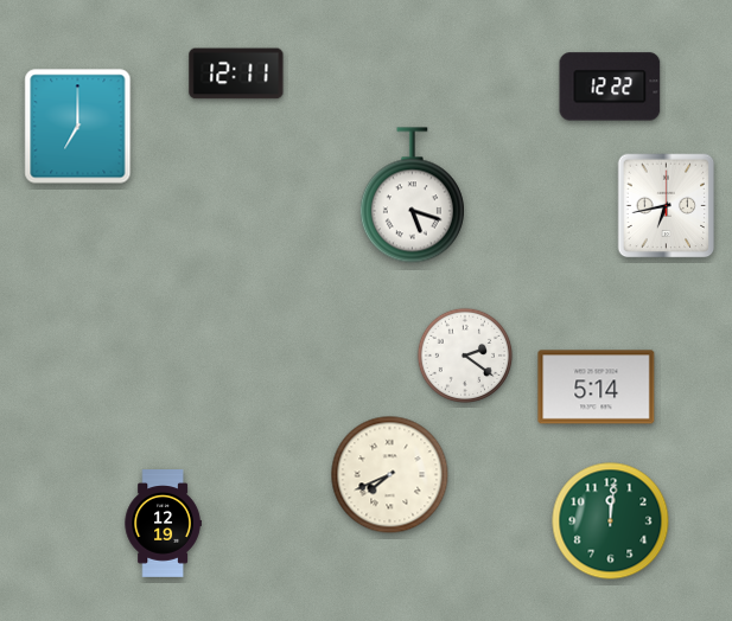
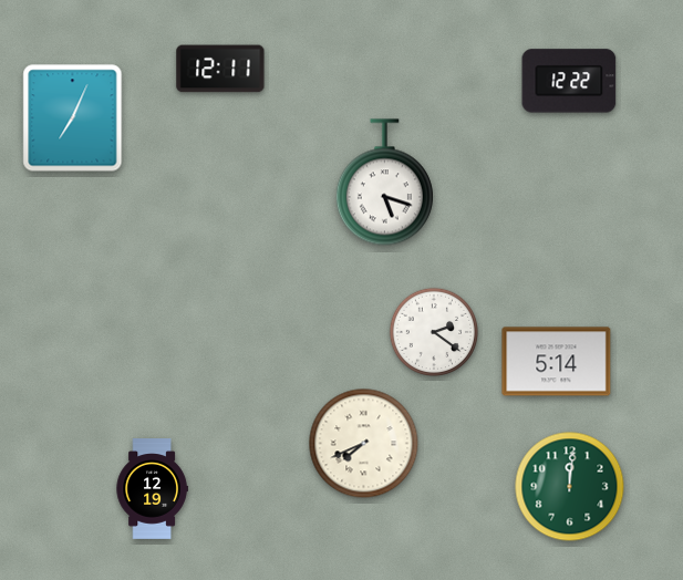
clock at (78, 127): 7:00 -> 7:04
clock at (667, 206): 6:43 -> none
